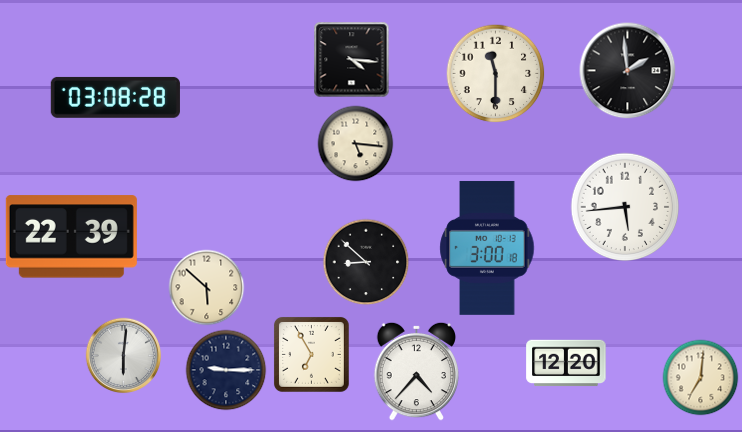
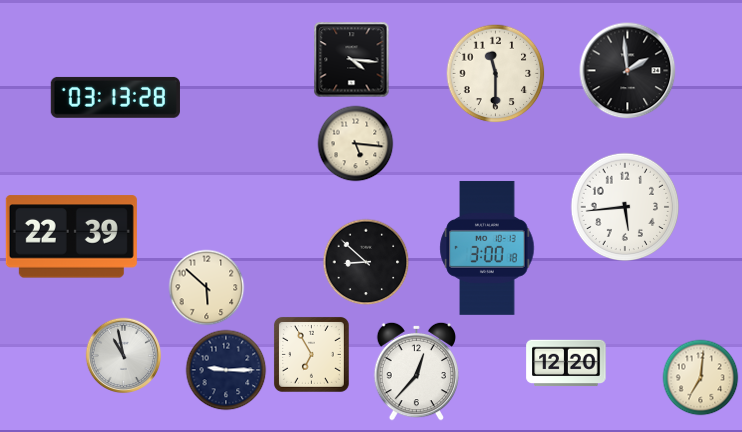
clock at (115, 97): 03:08 -> 03:13
clock at (124, 356): 6:01 -> 10:58
clock at (417, 371): 4:37 -> 12:37
